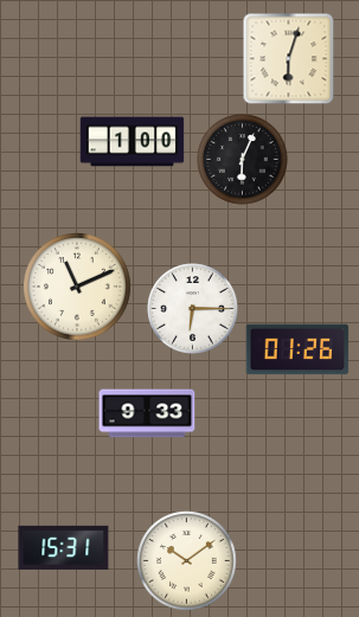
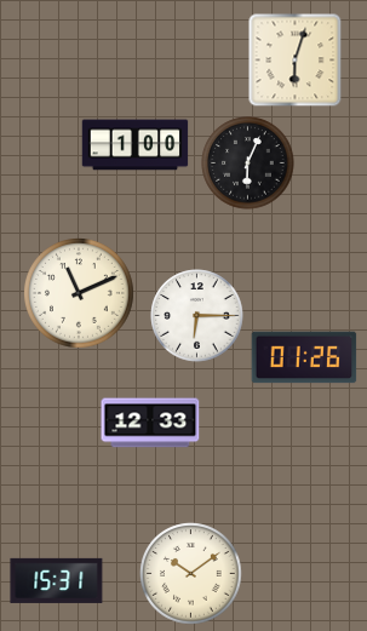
clock at (147, 413): 9:33 -> 12:33
clock at (64, 547) position: (64, 547) -> (57, 580)
